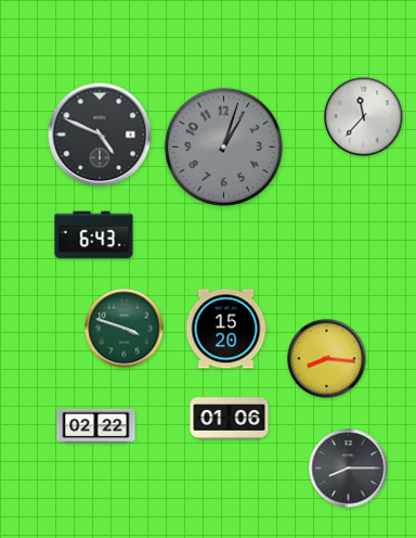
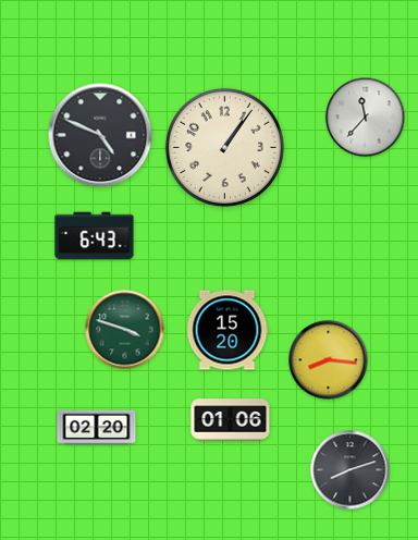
clock at (223, 146): 1:03 -> 1:06
clock at (223, 146) dial: grey -> cream
clock at (96, 426): 02:22 -> 02:20
clock at (349, 469): 8:15 -> 8:12
